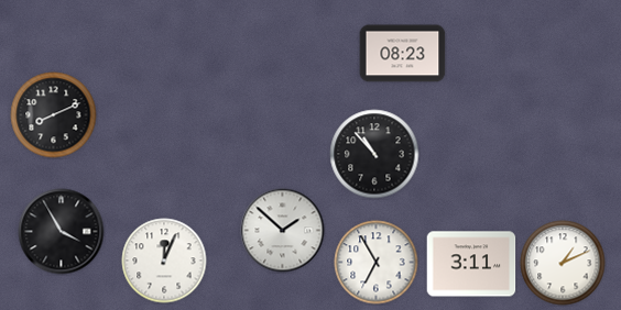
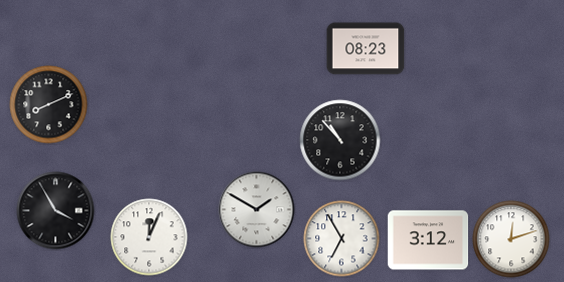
clock at (283, 231): 1:52 -> 1:50
clock at (563, 263): 1:11 -> 12:12
clock at (471, 264): 3:11 -> 3:12
